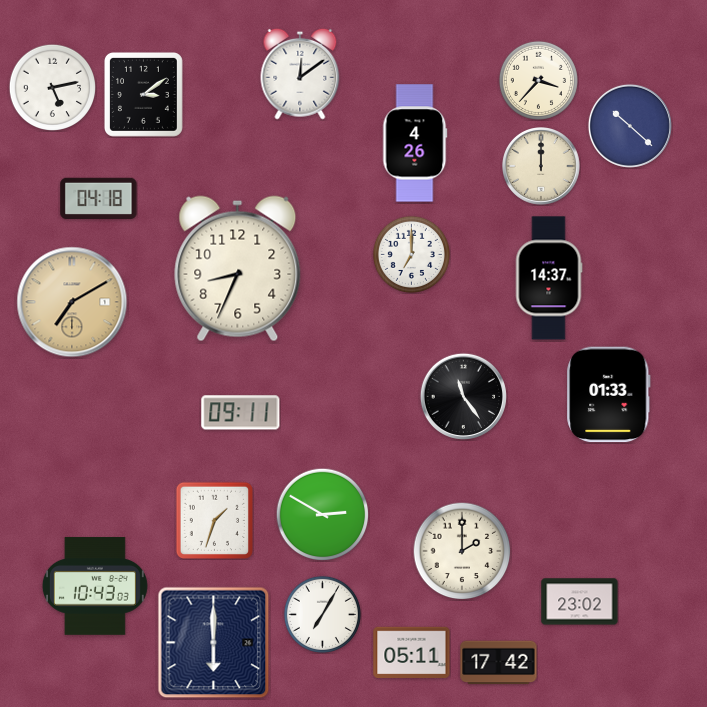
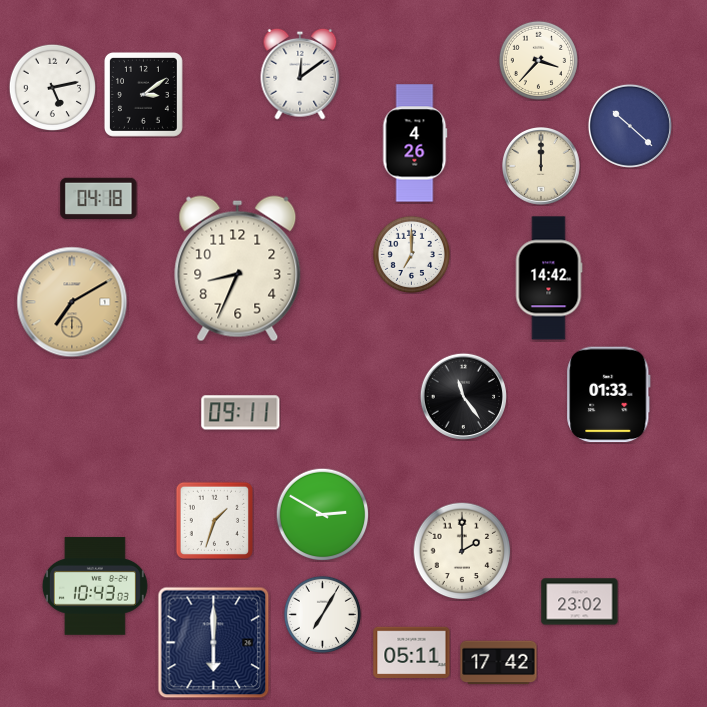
clock at (538, 80) position: (538, 80) -> (538, 60)
clock at (549, 278): 14:37 -> 14:42
